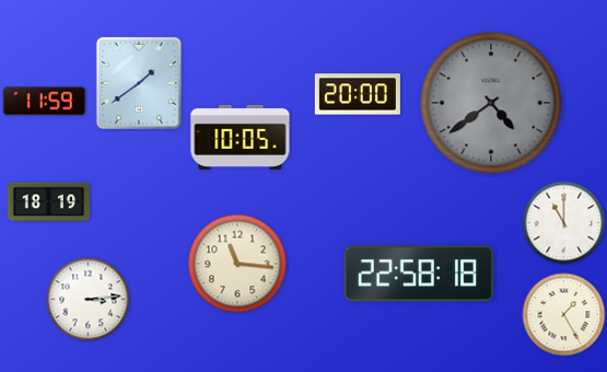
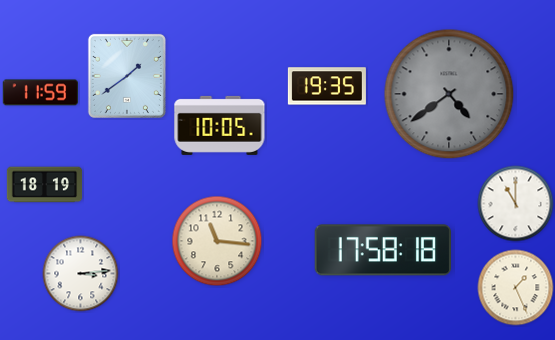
clock at (358, 94): 20:00 -> 19:35
clock at (418, 274): 22:58 -> 17:58
clock at (564, 315): 1:25 -> 1:26
